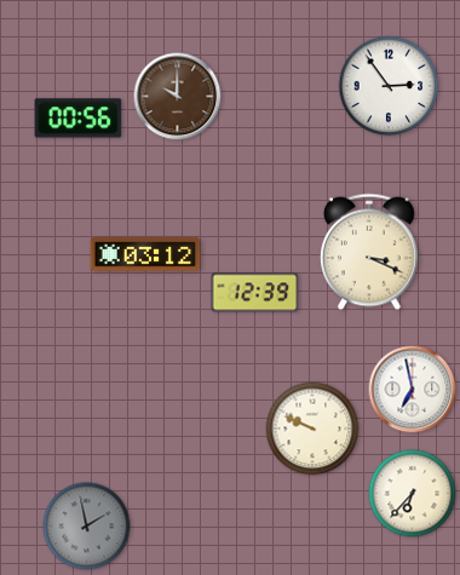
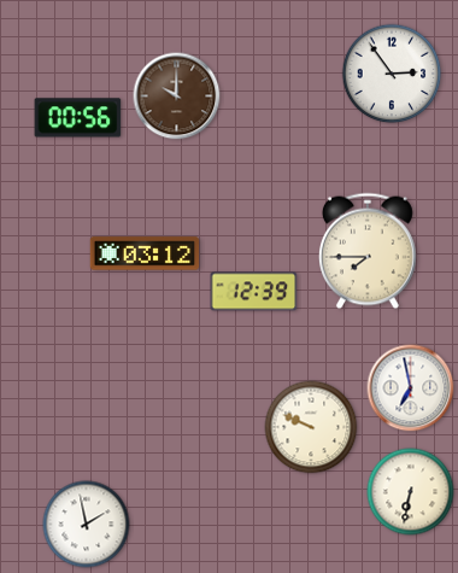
clock at (389, 86) position: (389, 86) -> (392, 74)
clock at (369, 252): 3:19 -> 7:45
clock at (413, 494): 6:37 -> 6:32
clock at (87, 527) dial: grey -> white
